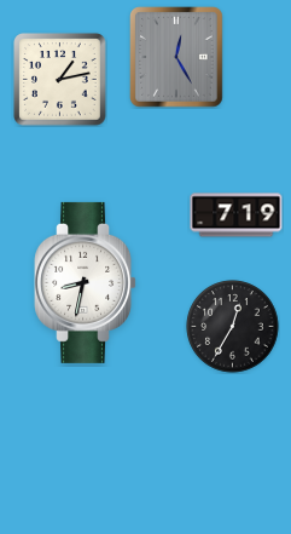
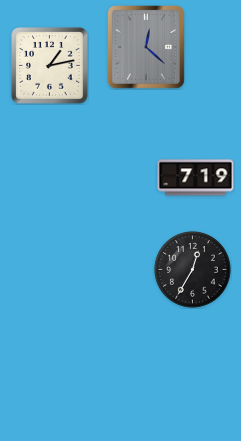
clock at (176, 57): 12:25 -> 12:22
clock at (86, 282): 8:32 -> none
